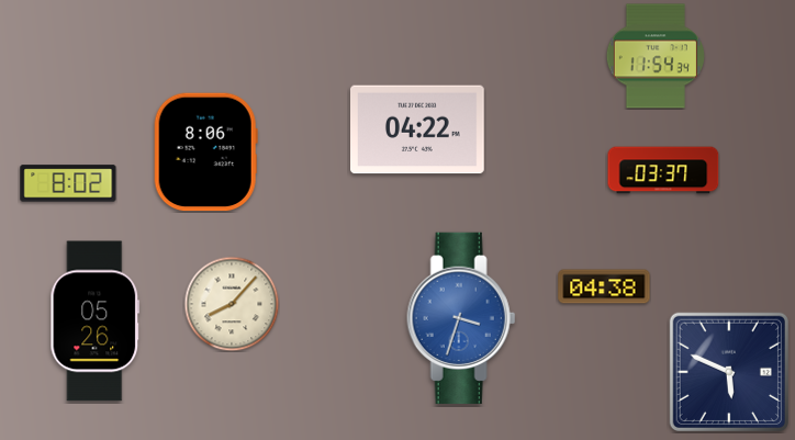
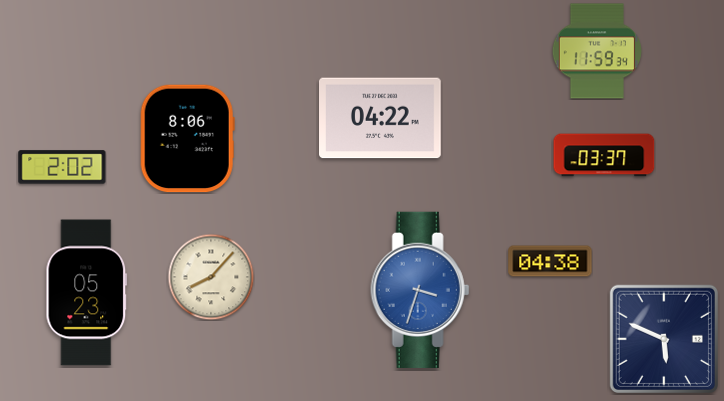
clock at (656, 56): 11:54 -> 11:59
clock at (68, 183): 8:02 -> 2:02
clock at (96, 321): 05:26 -> 05:23
